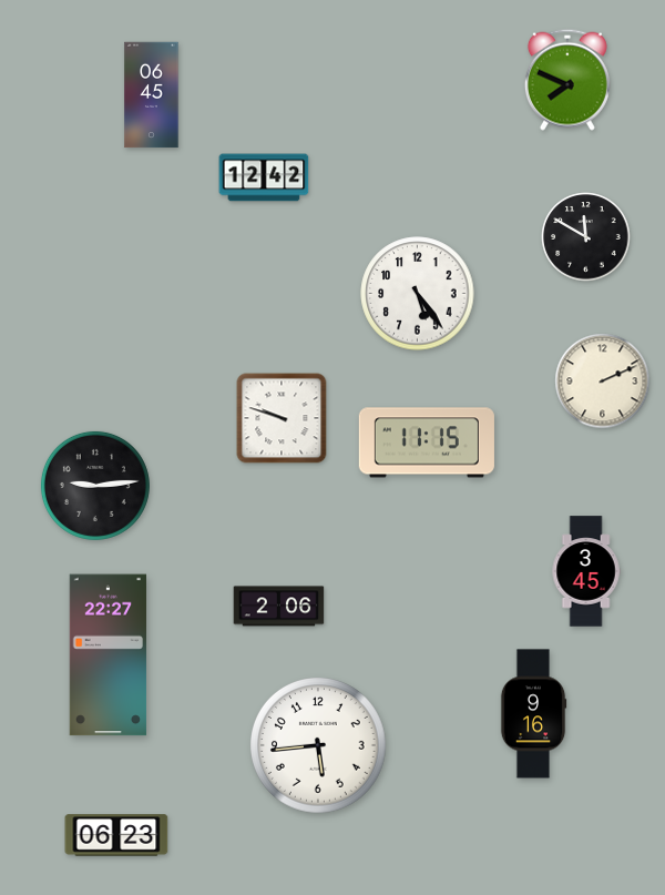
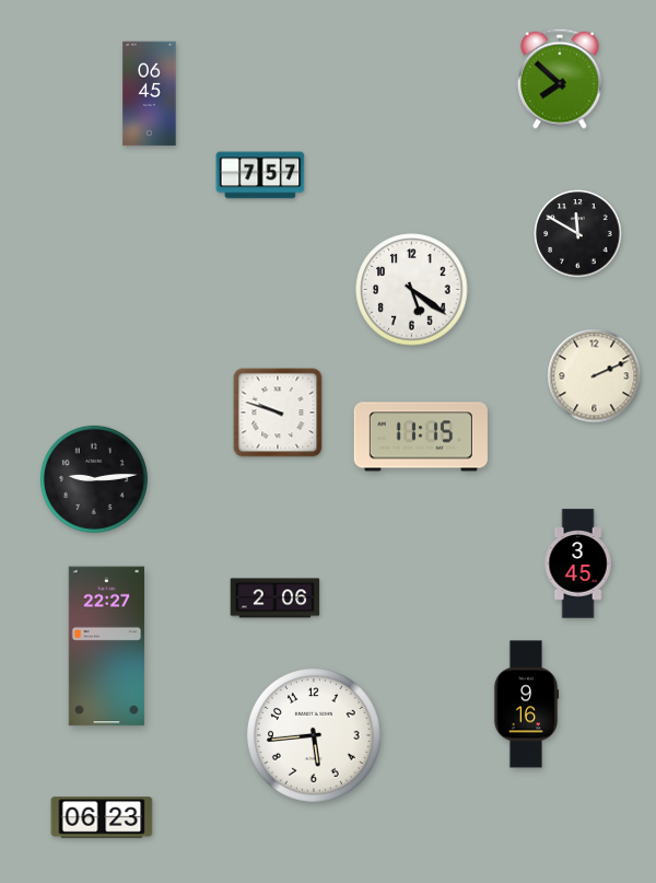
clock at (567, 80): 7:49 -> 7:52
clock at (264, 177): 12:42 -> 7:57
clock at (418, 294): 5:24 -> 5:21
clock at (116, 835) position: (116, 835) -> (102, 817)
